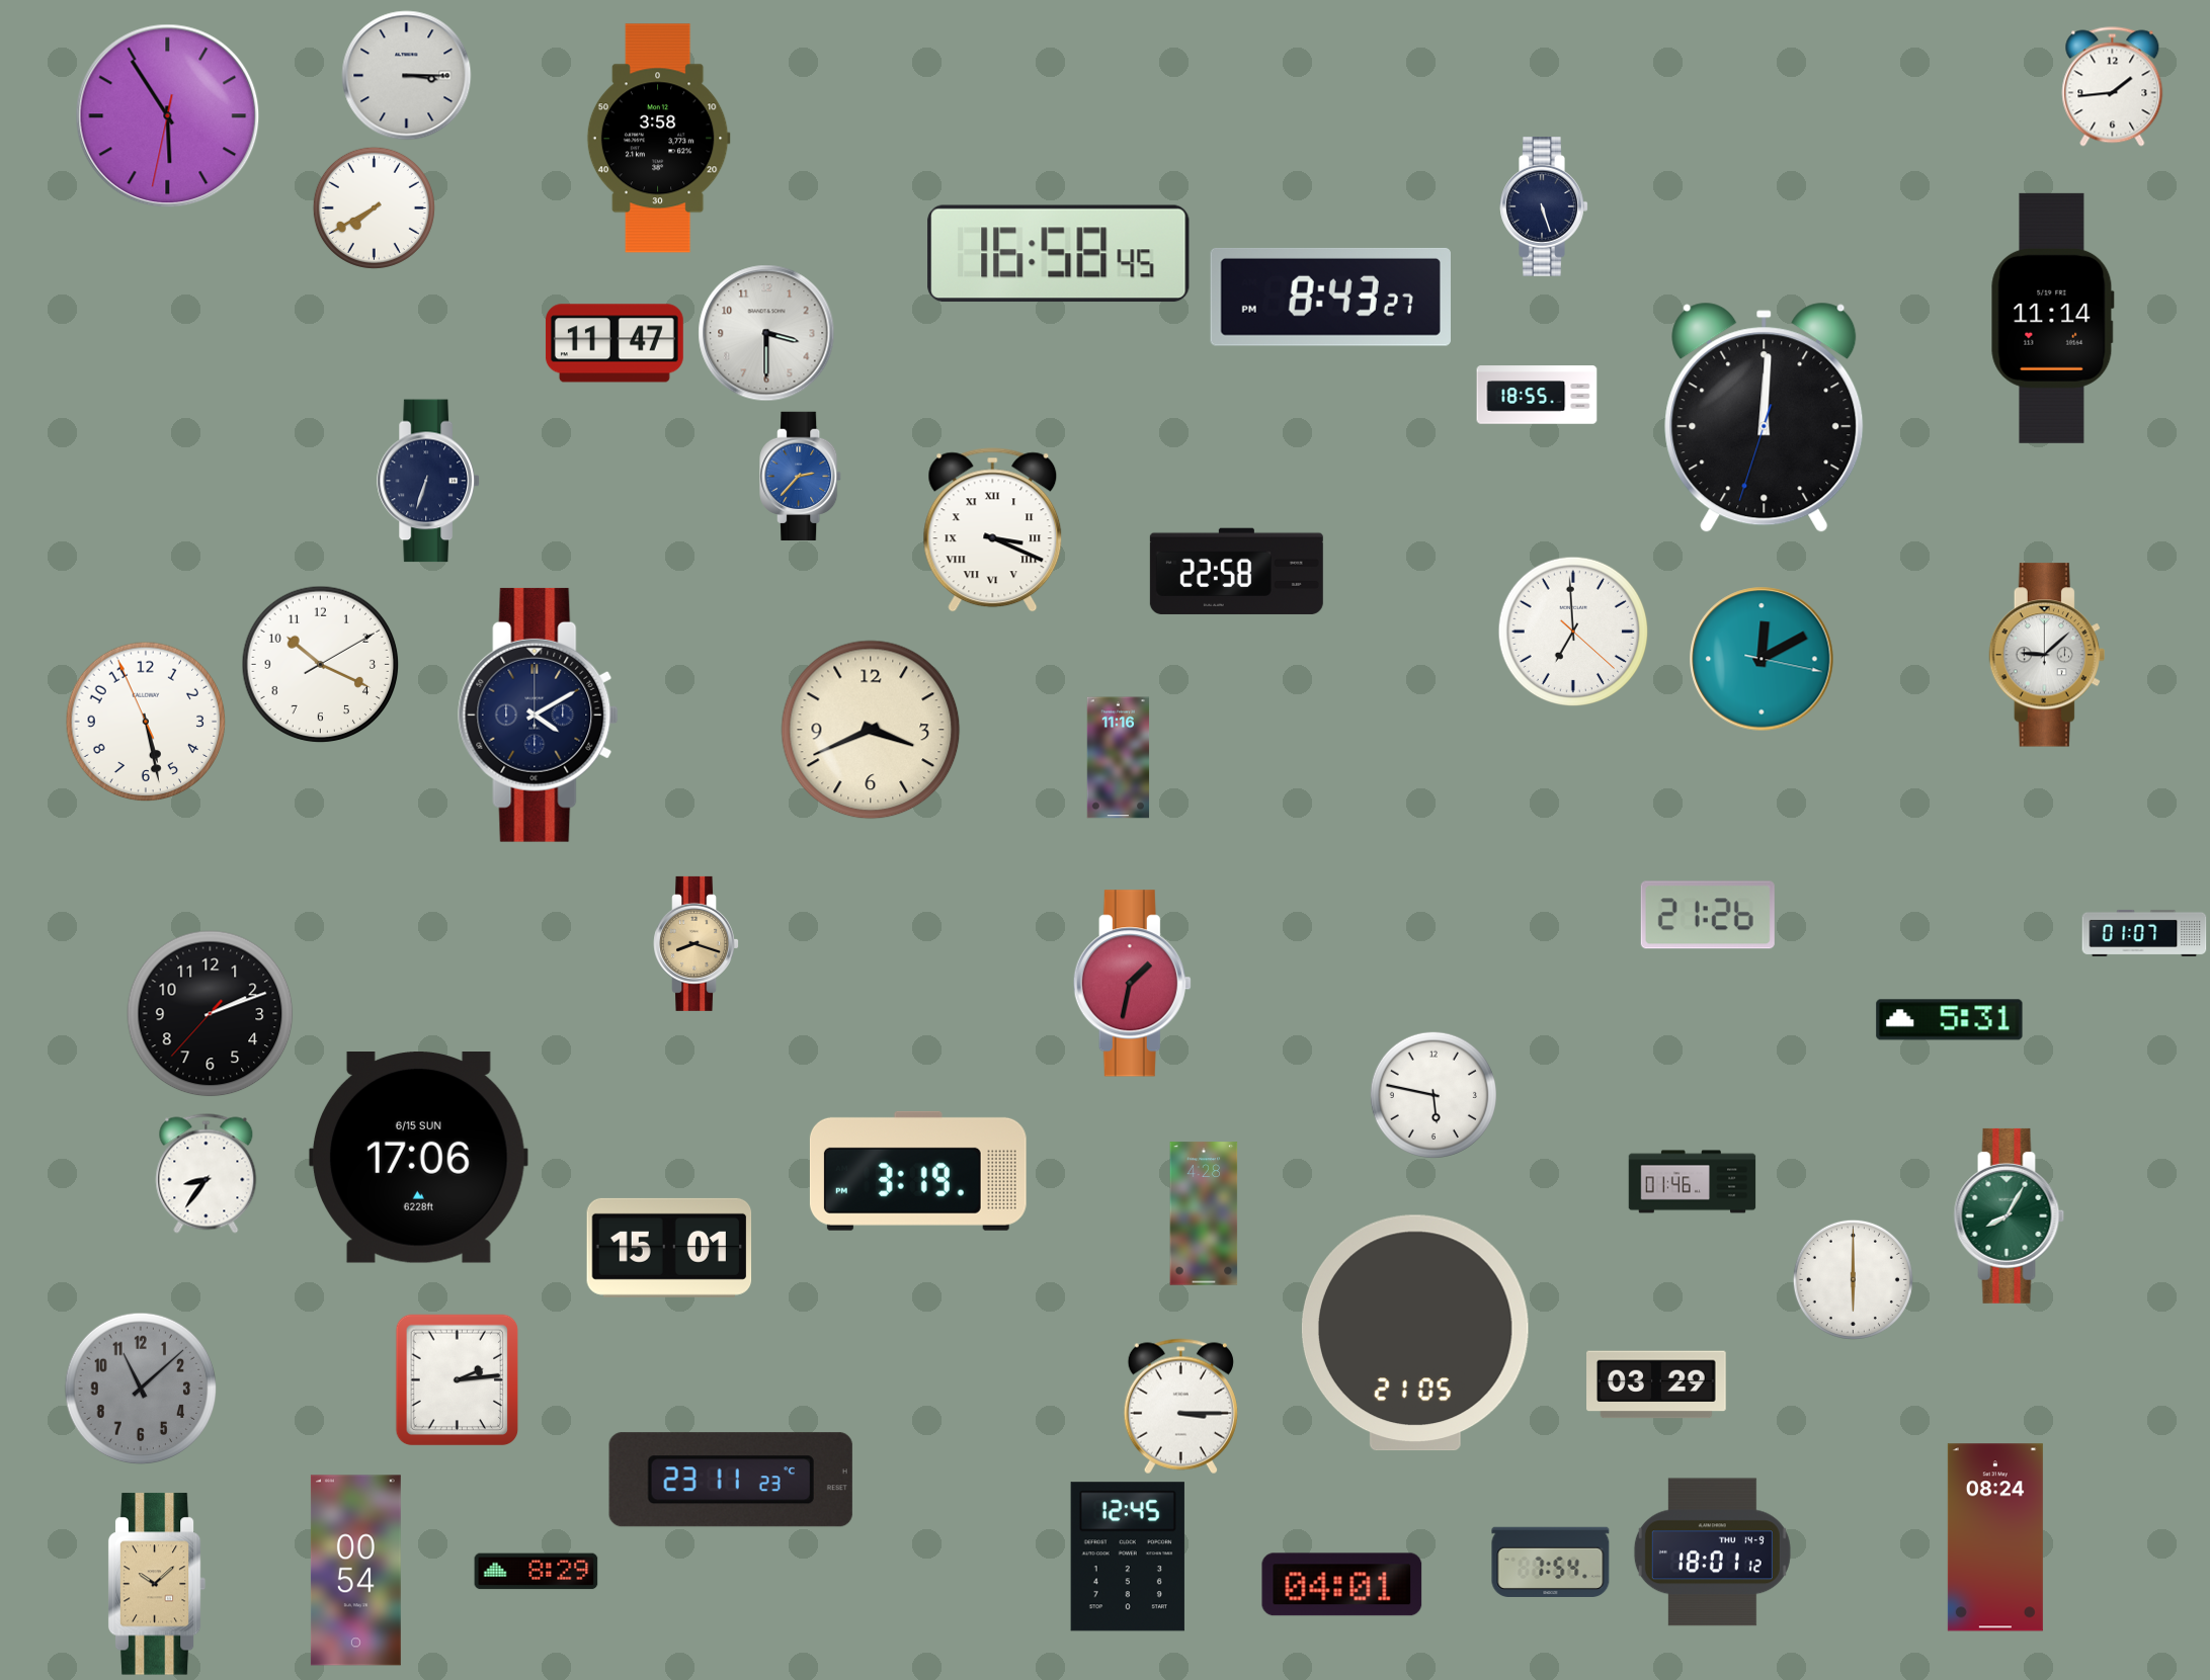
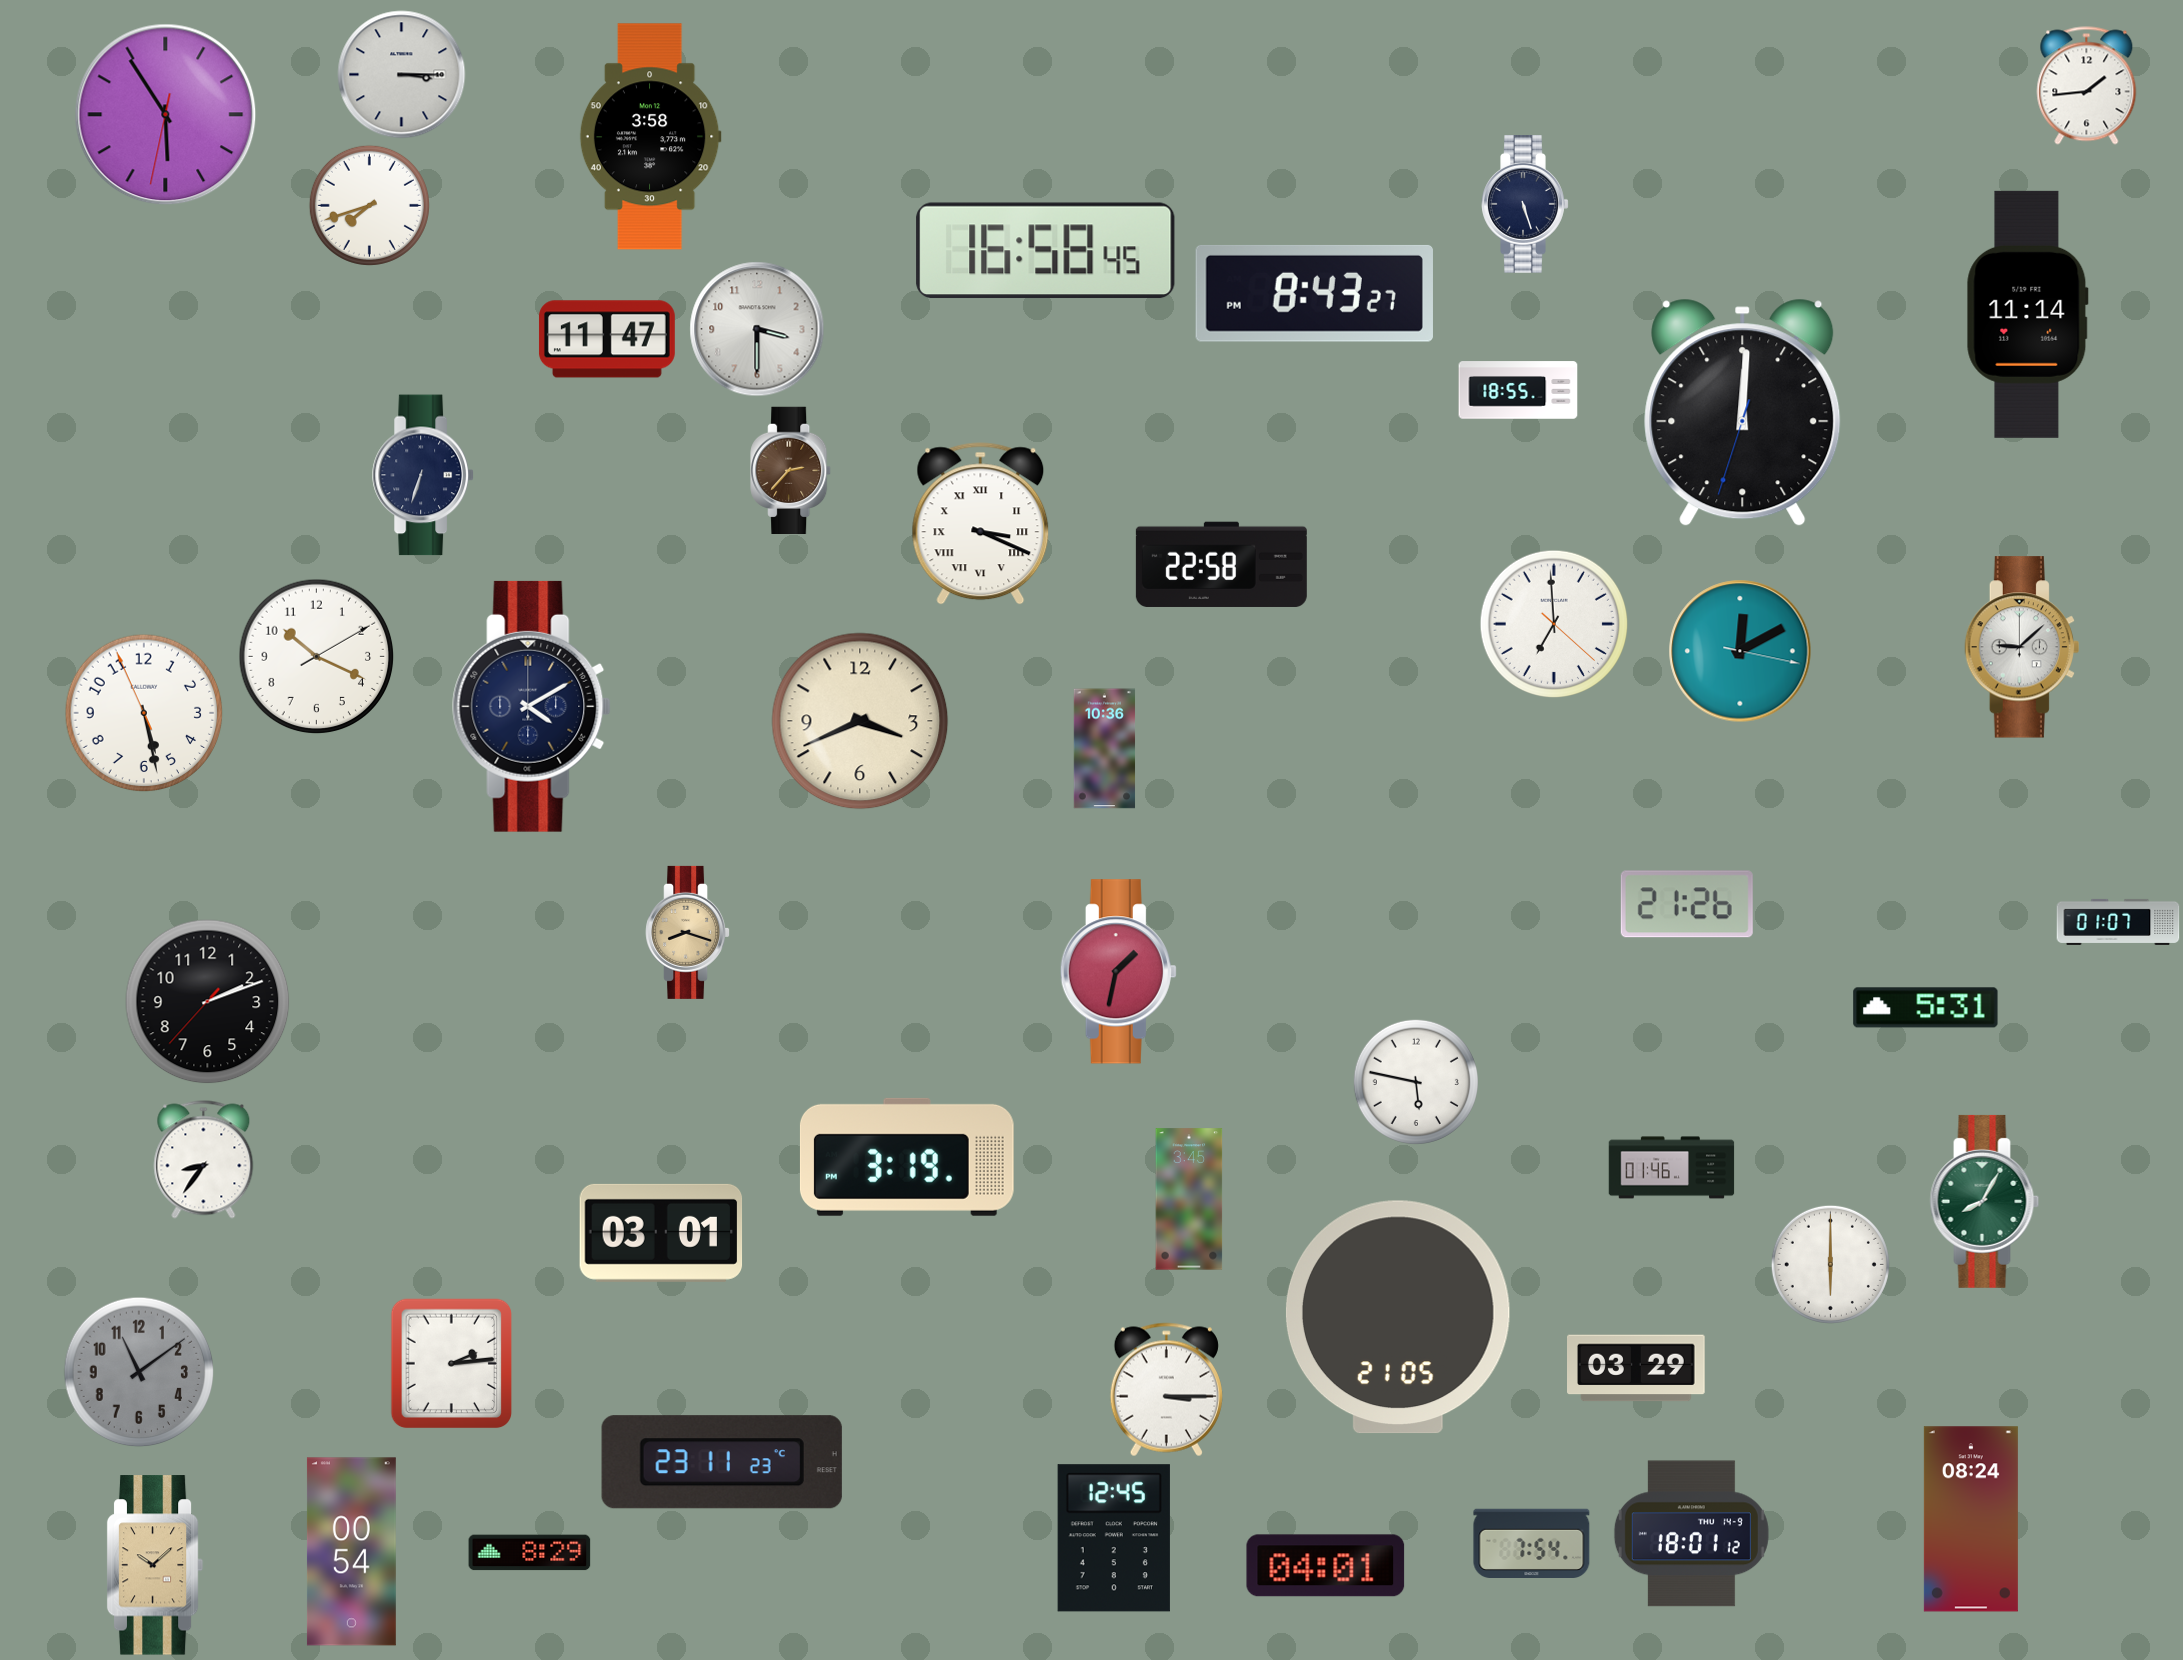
clock at (374, 207): 7:40 -> 7:42
clock at (801, 476) dial: blue -> brown
clock at (1119, 758): 11:16 -> 10:36
clock at (419, 1158): 17:06 -> none
clock at (1204, 1213): 4:28 -> 3:45
clock at (669, 1248): 15:01 -> 03:01
clock at (141, 1389): 11:08 -> 11:09
